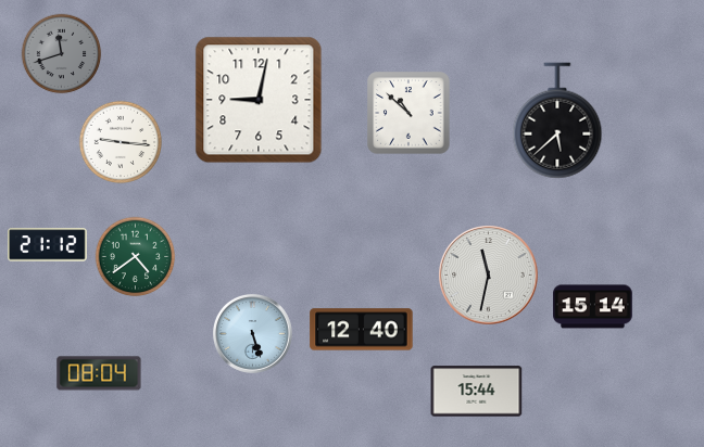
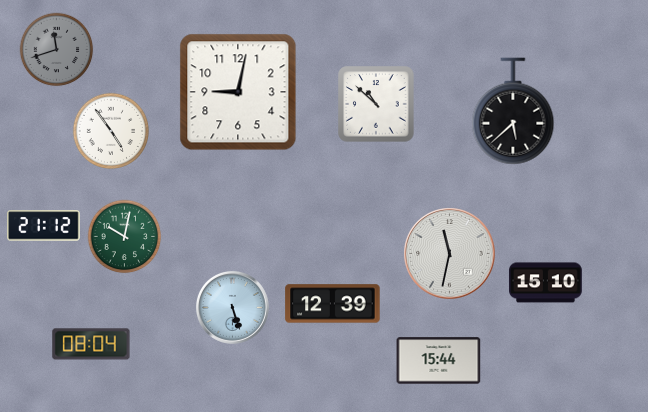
clock at (120, 141): 9:16 -> 4:54
clock at (136, 257): 4:39 -> 10:02
clock at (593, 307): 15:14 -> 15:10
clock at (362, 330): 12:40 -> 12:39
